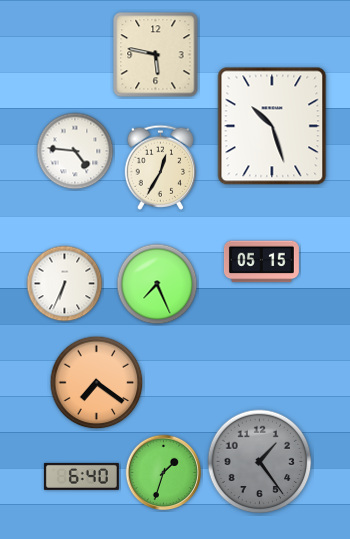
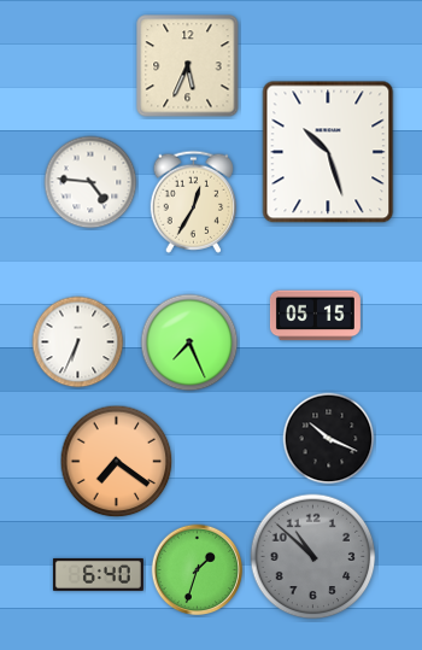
clock at (156, 55): 5:47 -> 5:34
clock at (329, 439): none -> 10:19
clock at (260, 462): 1:24 -> 10:52
